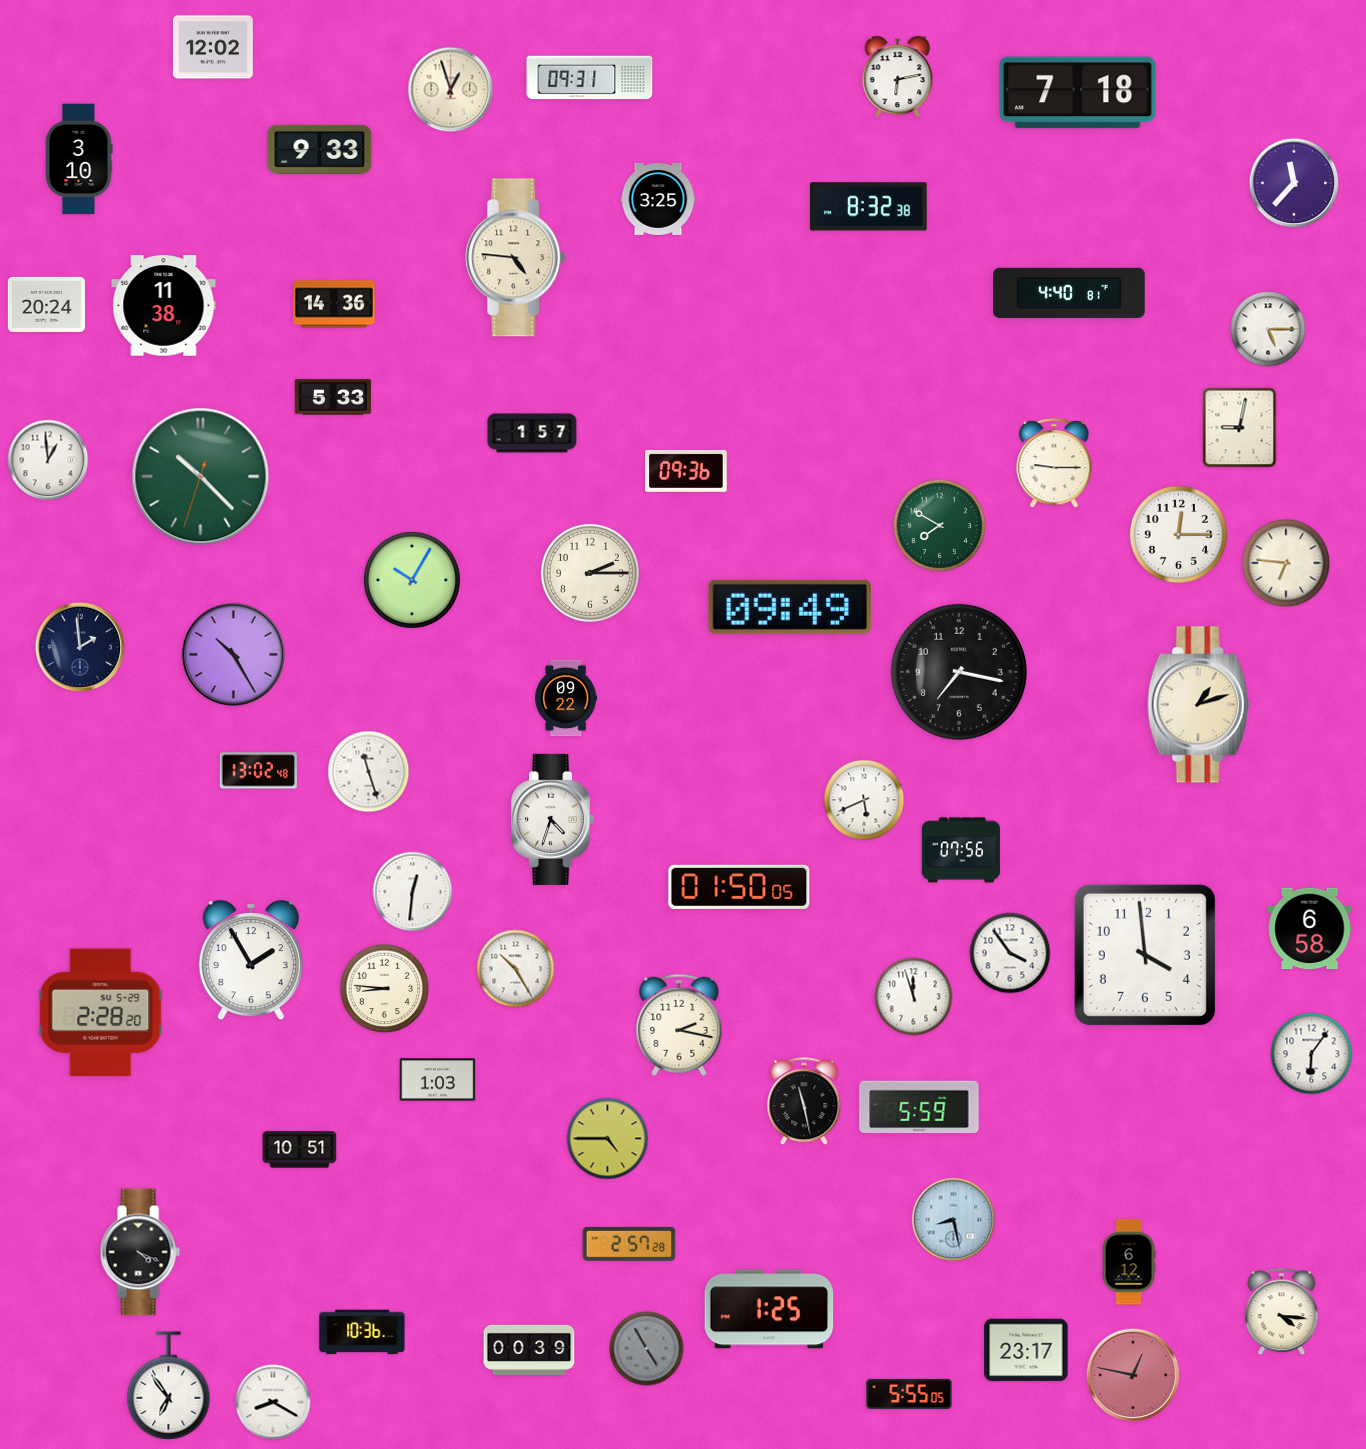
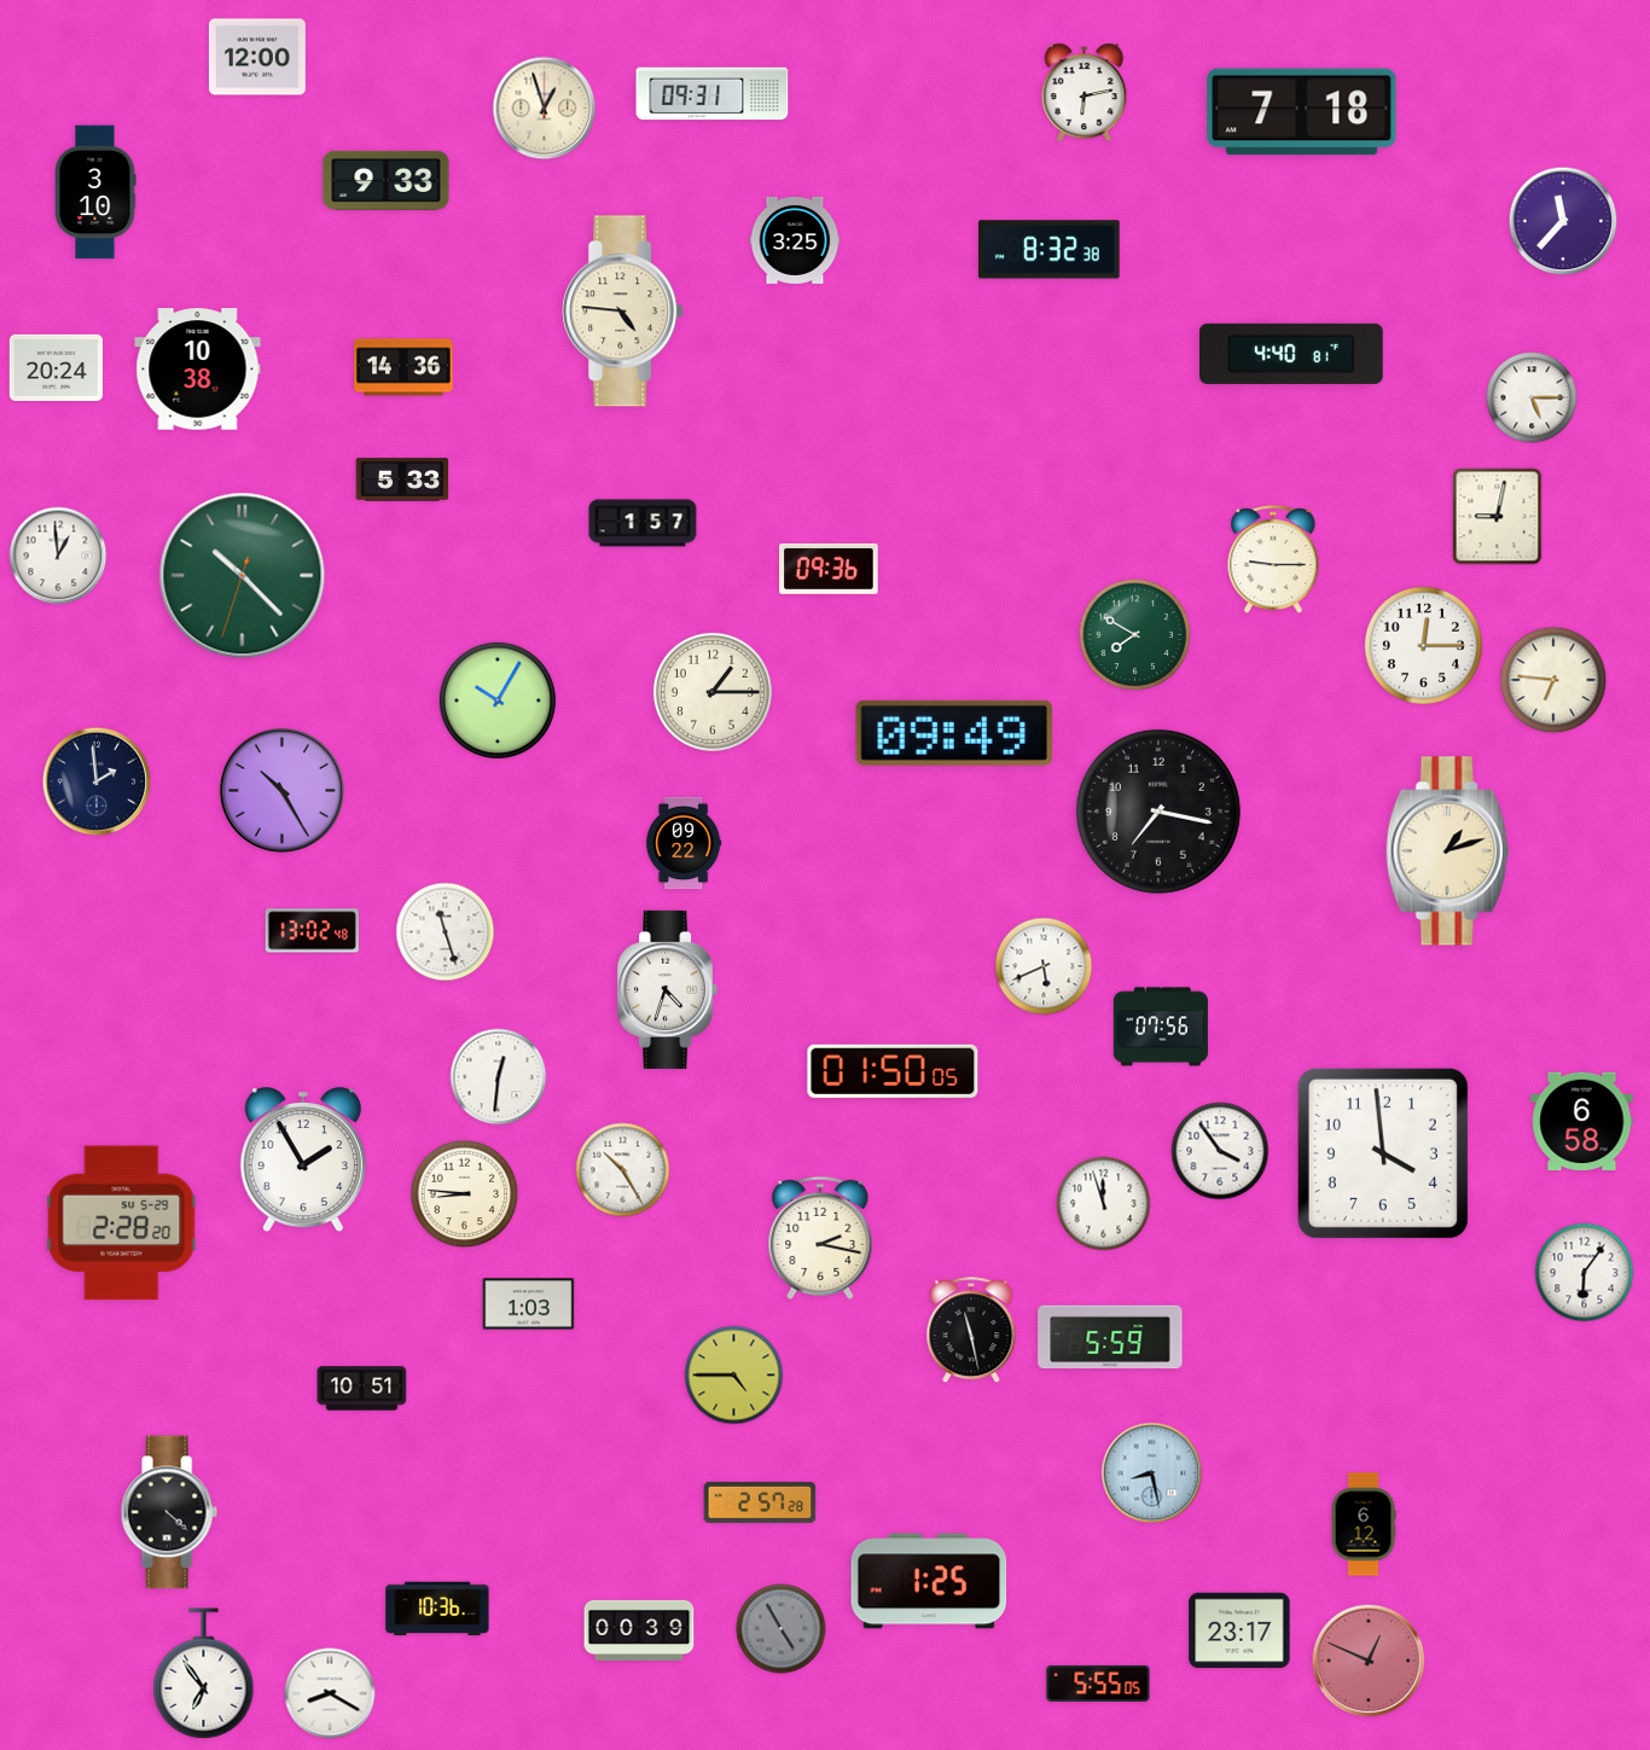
clock at (213, 47): 12:02 -> 12:00
clock at (164, 306): 11:38 -> 10:38
clock at (590, 573): 2:15 -> 1:15
clock at (140, 1252): 4:19 -> 4:22
clock at (1282, 1312): 4:16 -> none
clock at (1133, 1375): 12:47 -> 12:49
